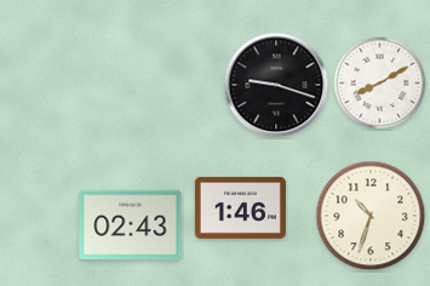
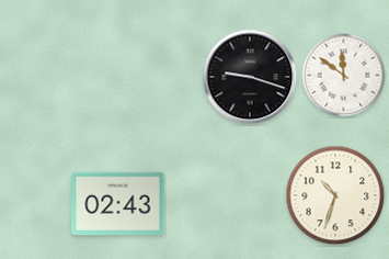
clock at (380, 84): 8:10 -> 11:51
clock at (240, 207): 1:46 -> none
